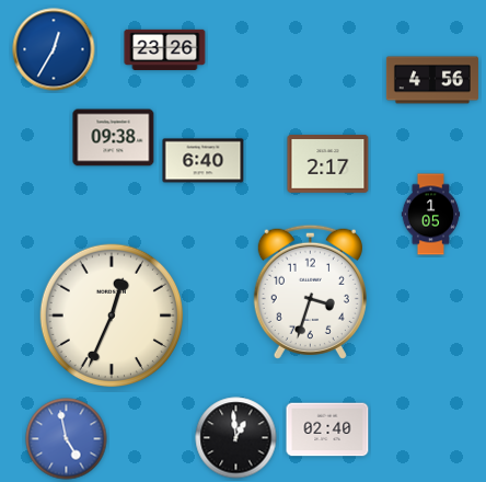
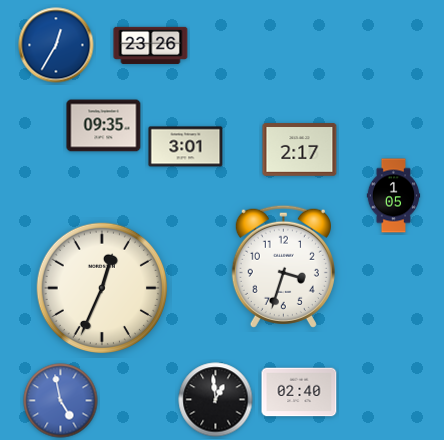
clock at (54, 49) position: (54, 49) -> (56, 45)
clock at (432, 80): 4:56 -> none
clock at (114, 138): 09:38 -> 09:35
clock at (204, 161): 6:40 -> 3:01
